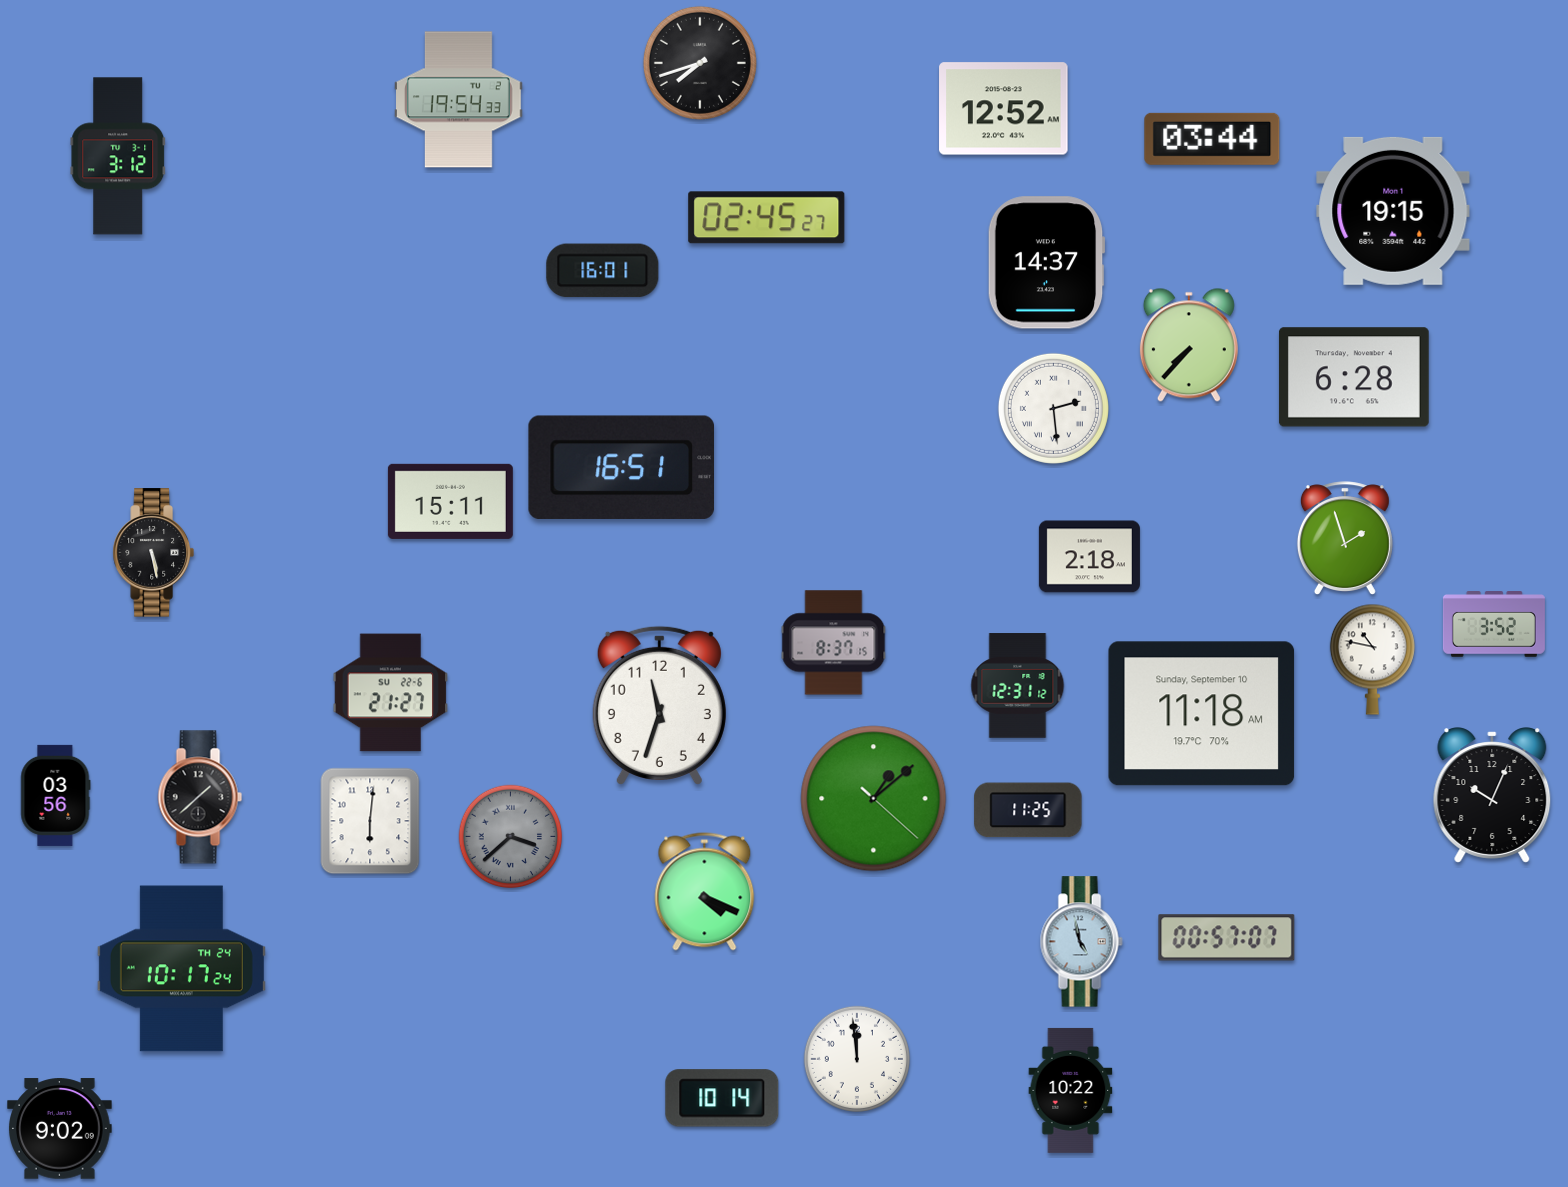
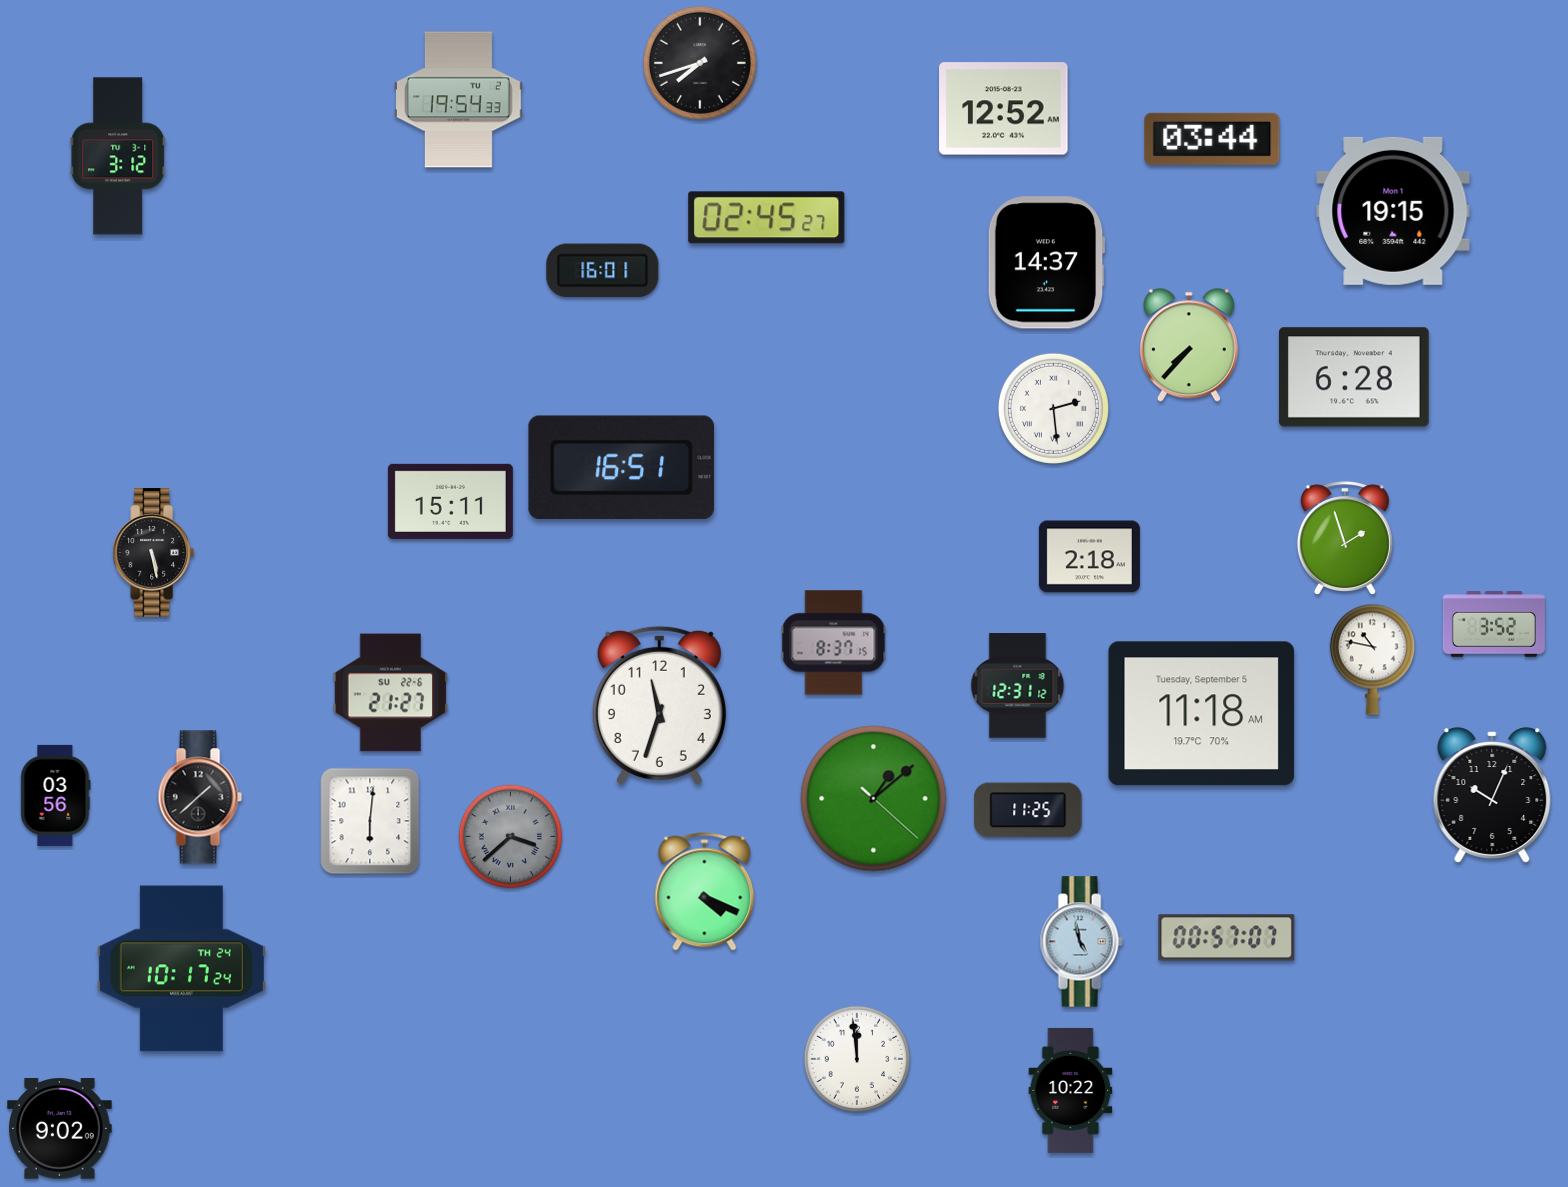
clock at (1202, 714) date: Sunday, September 10 -> Tuesday, September 5
clock at (722, 1098): 10:14 -> none
